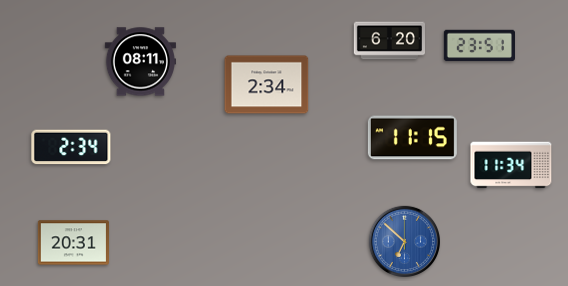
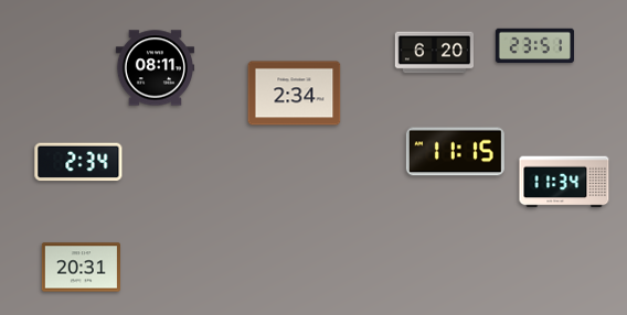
clock at (389, 41) position: (389, 41) -> (434, 53)
clock at (479, 46) position: (479, 46) -> (534, 46)
clock at (404, 241): 6:52 -> none
